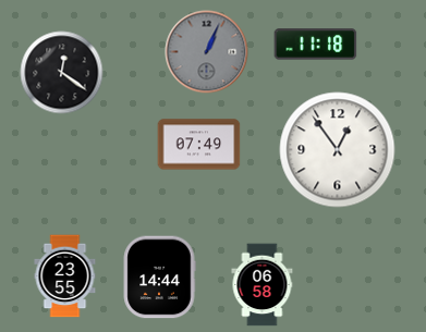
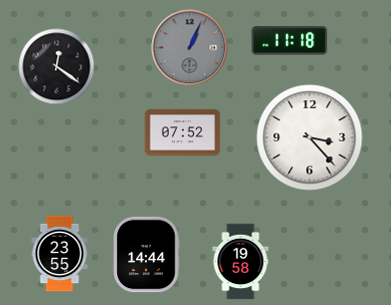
clock at (199, 145): 07:49 -> 07:52
clock at (338, 150): 12:54 -> 3:23
clock at (263, 285): 06:58 -> 19:58
